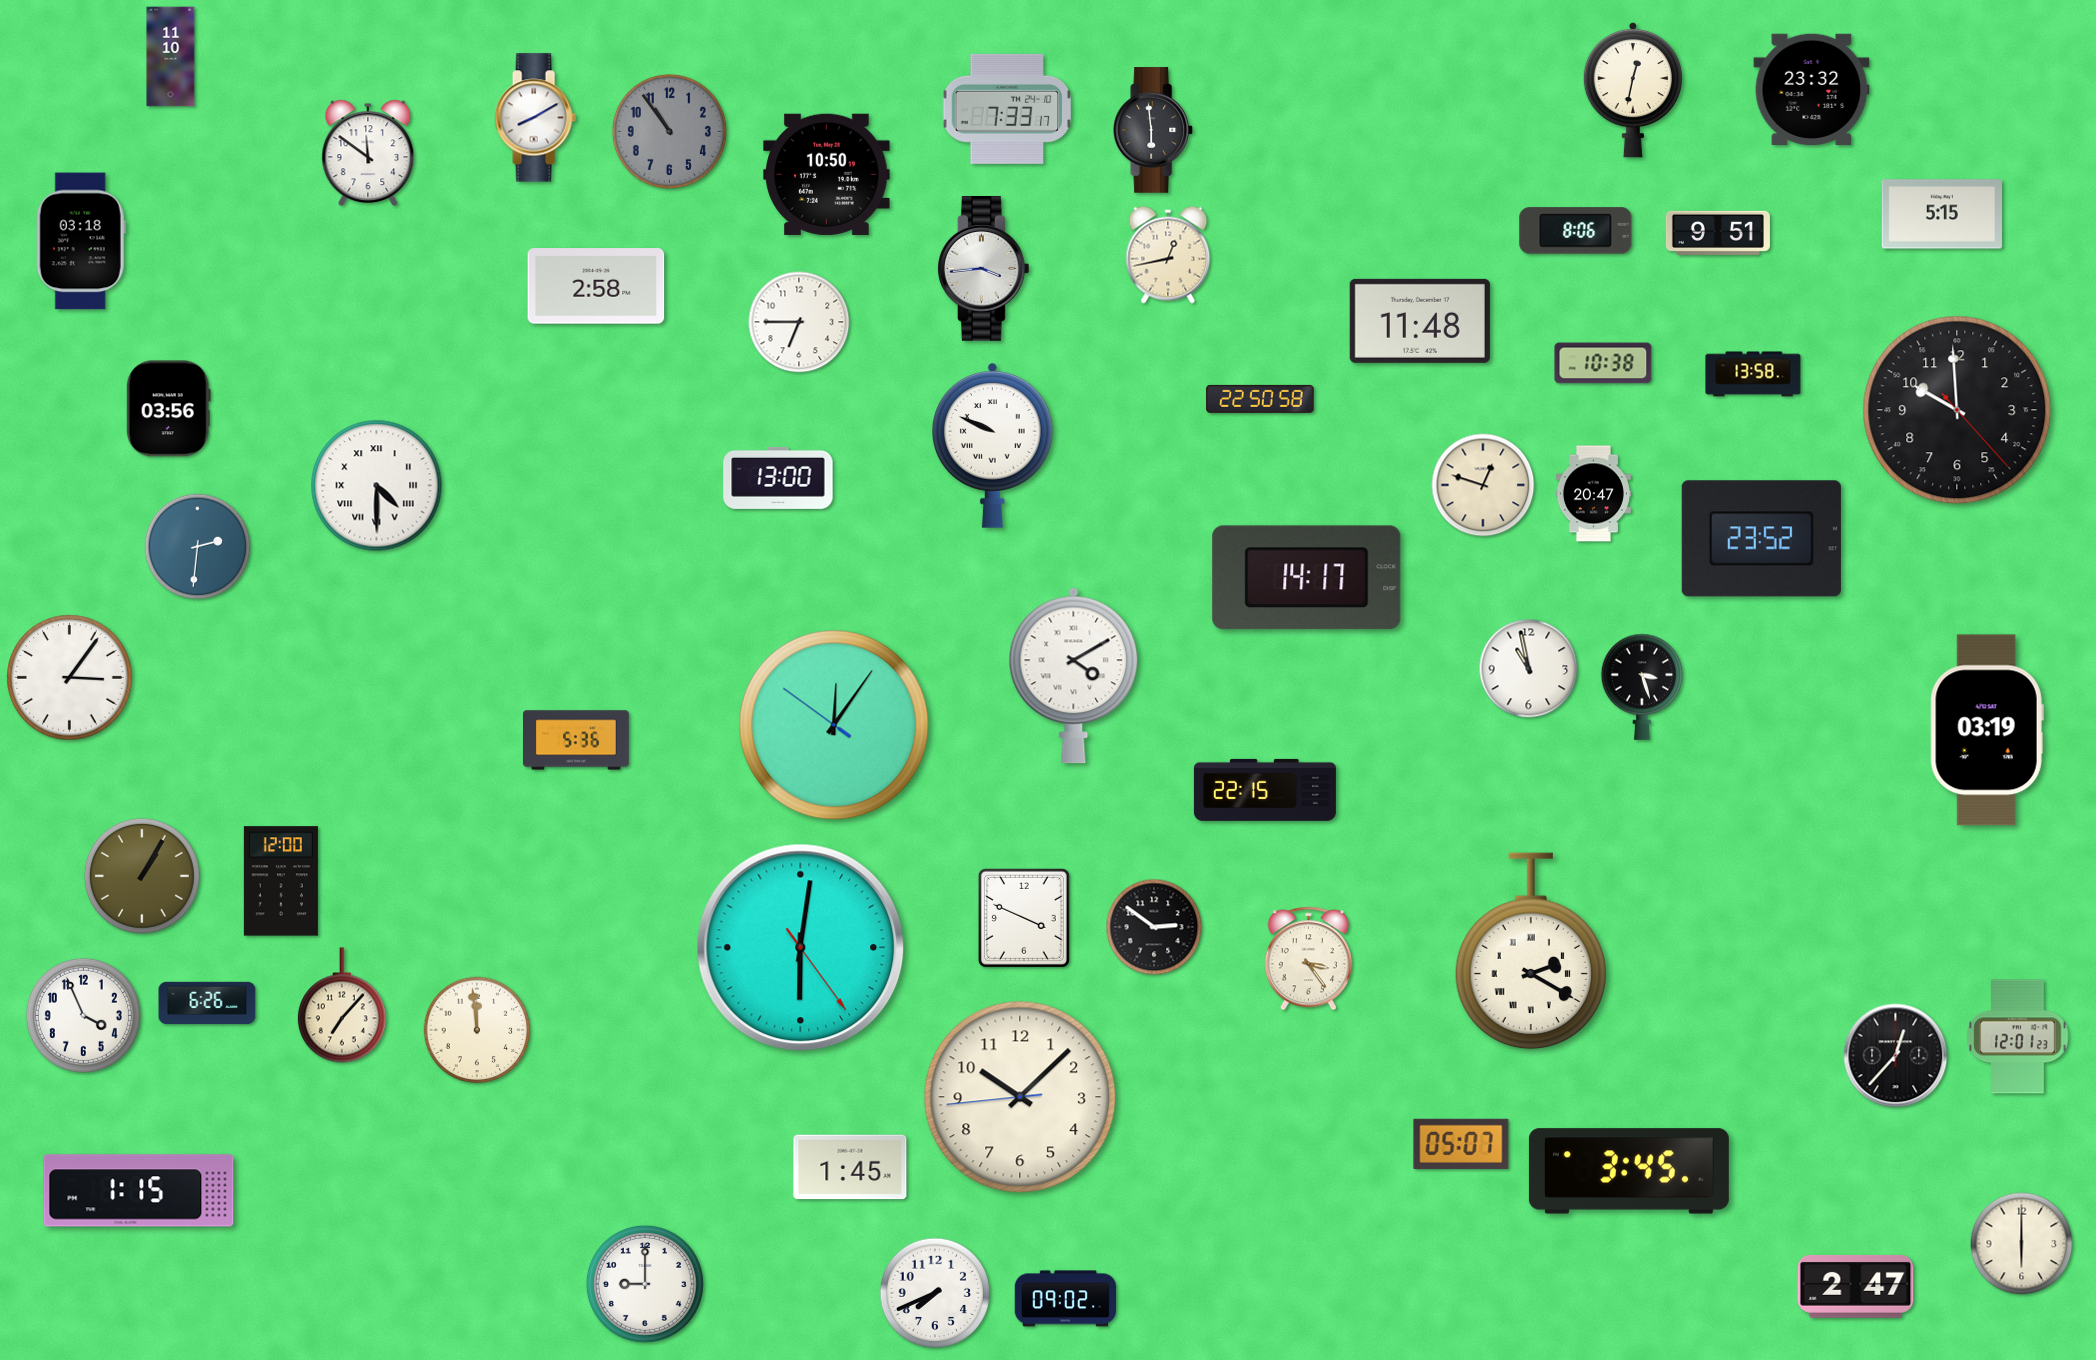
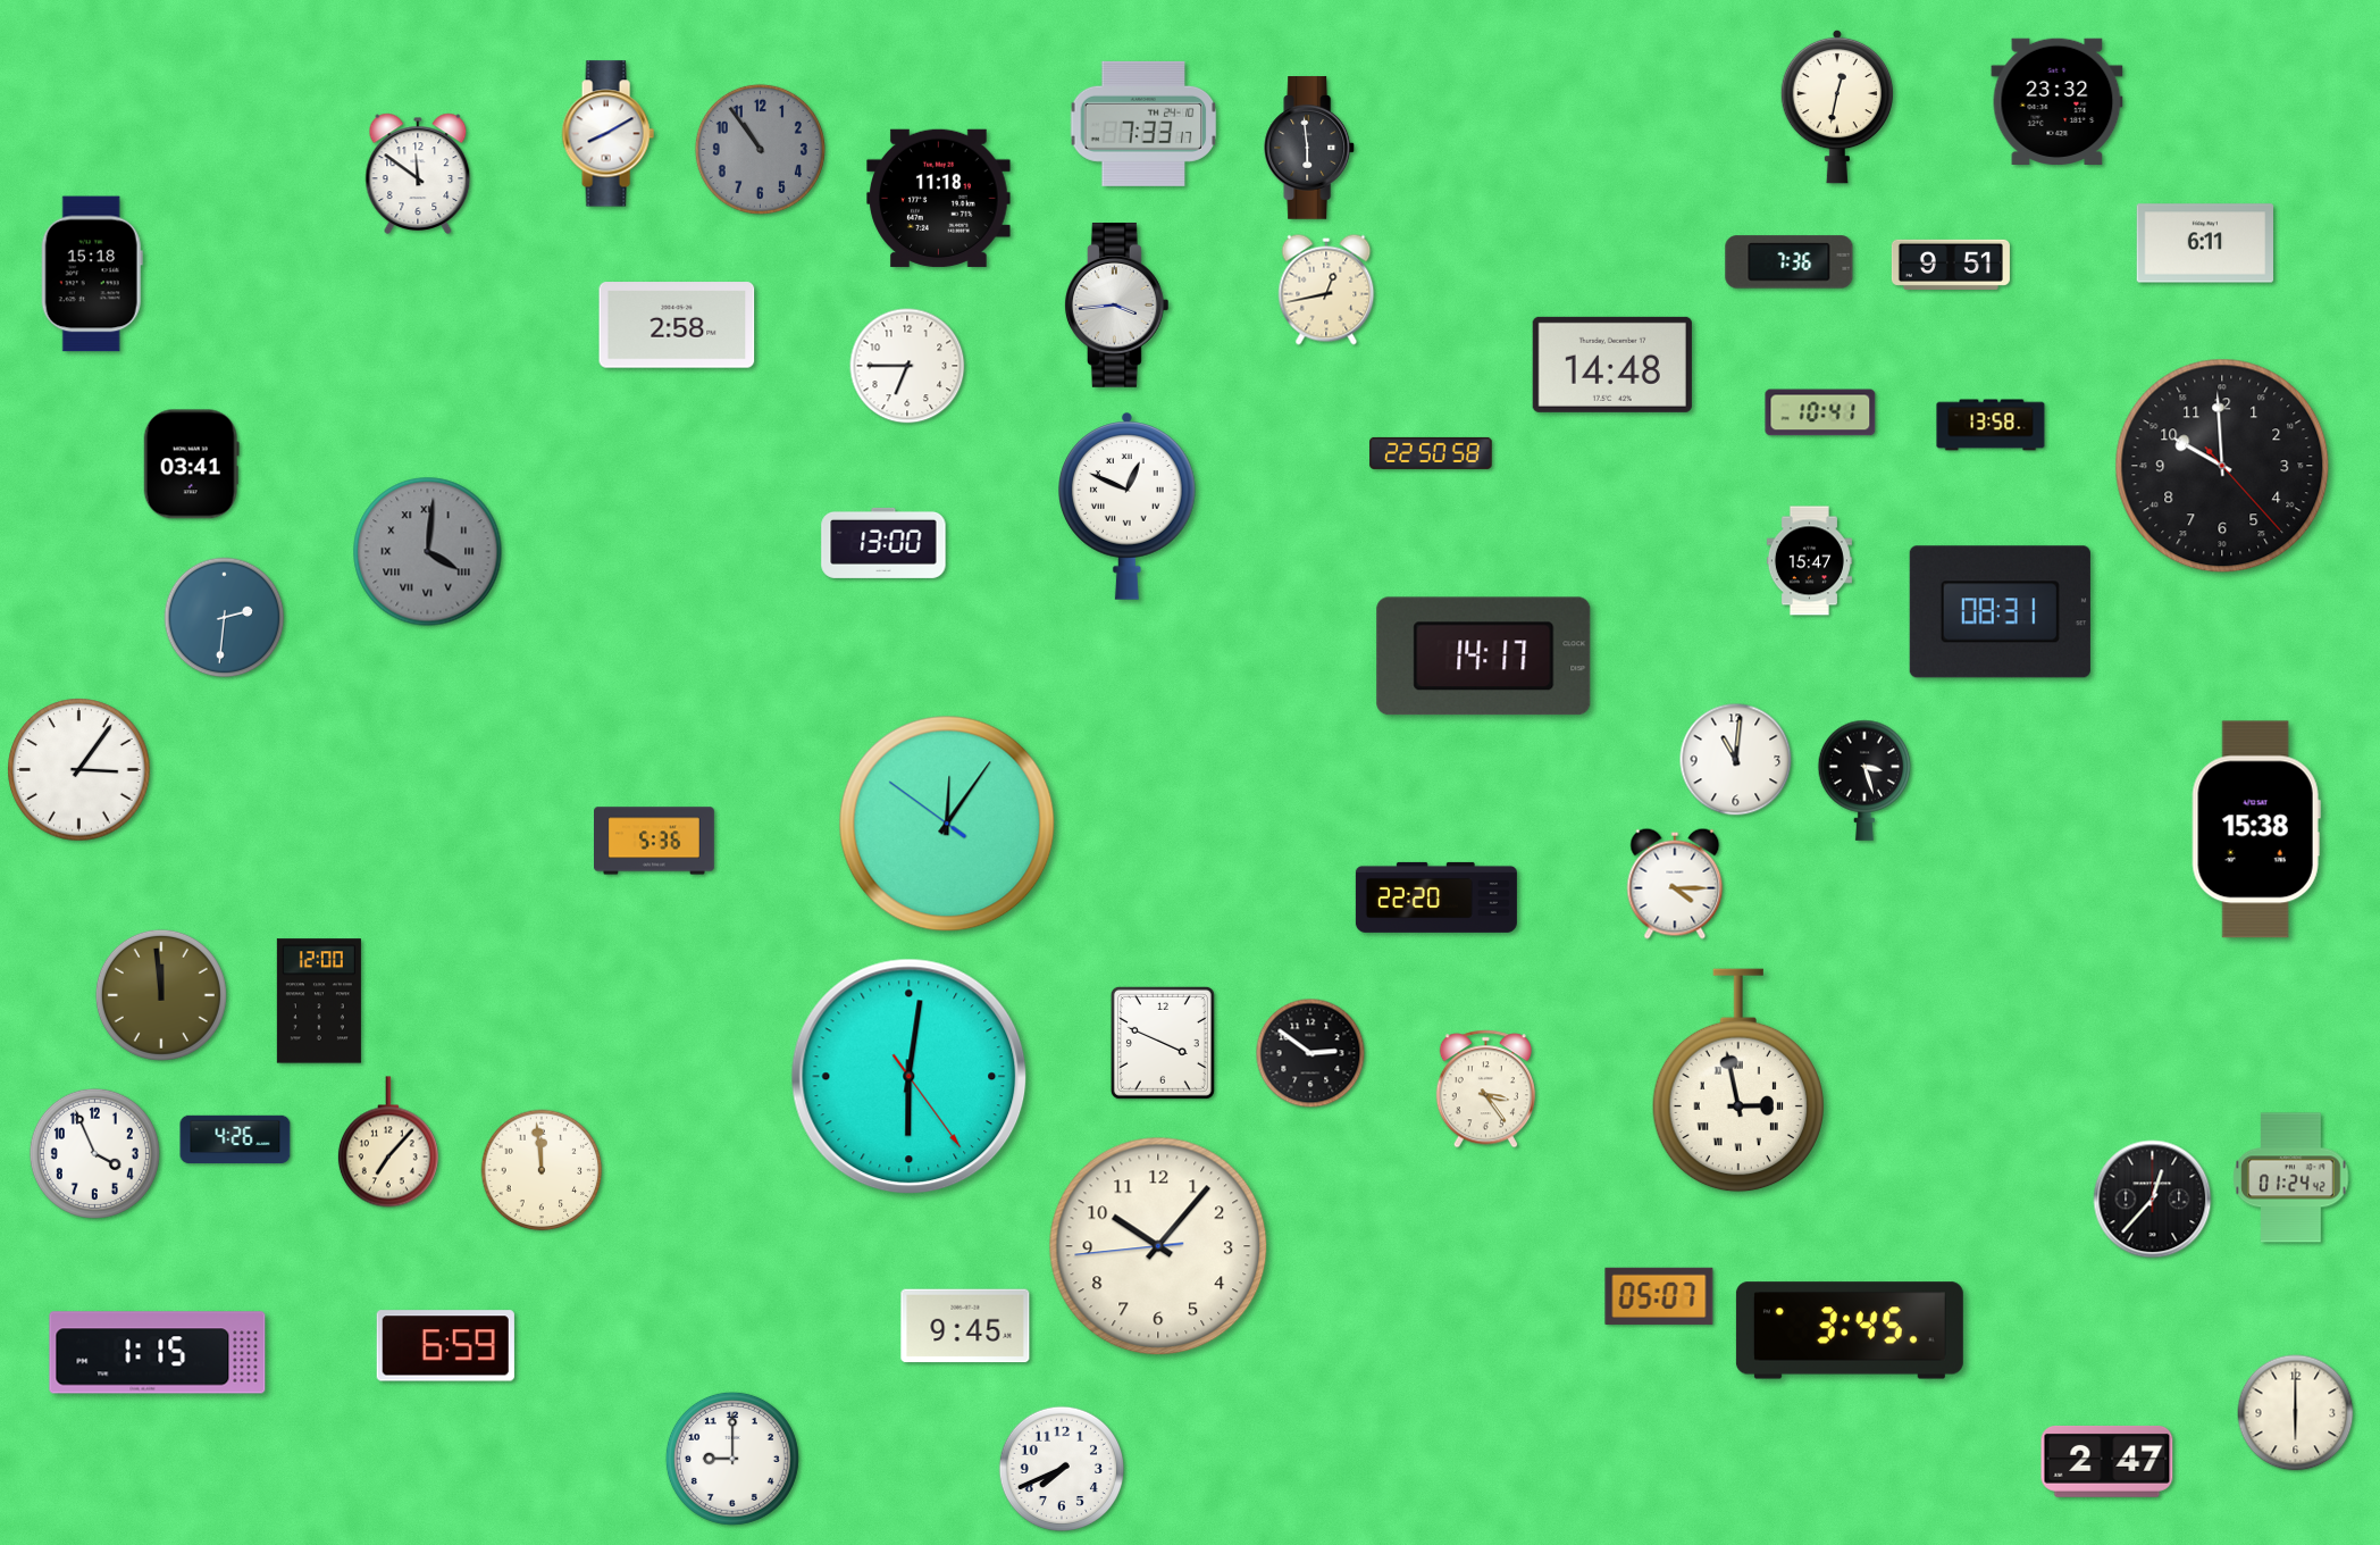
clock at (171, 57): 11:10 -> none
clock at (1632, 90) position: (1632, 90) -> (1836, 107)
clock at (827, 174): 10:50 -> 11:18
clock at (1942, 214): 5:15 -> 6:11
clock at (1576, 231): 8:06 -> 7:36
clock at (81, 241): 03:18 -> 15:18
clock at (1420, 321): 11:48 -> 14:48
clock at (1603, 363): 10:38 -> 10:41
clock at (168, 409): 03:56 -> 03:41
clock at (993, 445): 9:49 -> 12:49
clock at (1483, 485): 12:48 -> none
clock at (377, 486): 4:30 -> 4:01
clock at (377, 486) dial: white -> grey
clock at (1593, 494): 20:47 -> 15:47
clock at (1761, 539): 23:52 -> 08:31
clock at (198, 547) position: (198, 547) -> (225, 618)
clock at (1529, 669): 10:58 -> 11:01
clock at (1074, 676): 4:10 -> none
clock at (1987, 730): 03:19 -> 15:38
clock at (1675, 884): none -> 4:15
clock at (1265, 790): 22:15 -> 22:20
clock at (142, 876): 1:05 -> 11:59
clock at (1531, 951): 2:20 -> 2:58
clock at (207, 1003): 6:26 -> 4:26
clock at (2018, 1037): 12:01 -> 01:24
clock at (1020, 1097): 10:07 -> 10:06
clock at (1461, 1143) position: (1461, 1143) -> (1659, 1295)
clock at (850, 1167): 1:45 -> 9:45
clock at (445, 1346): none -> 6:59
clock at (1066, 1299): 09:02 -> none
